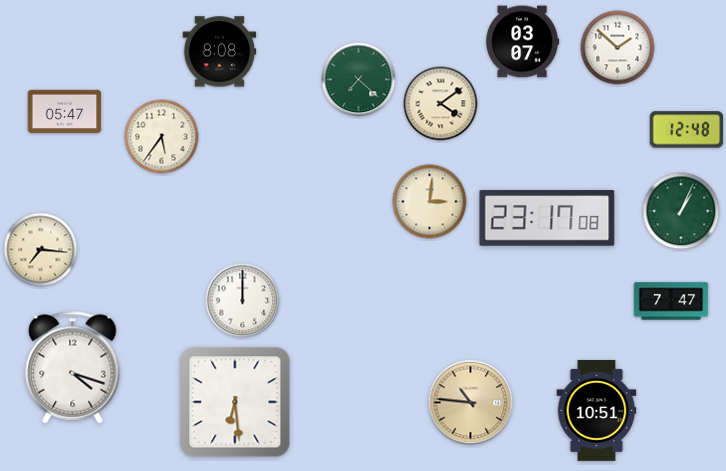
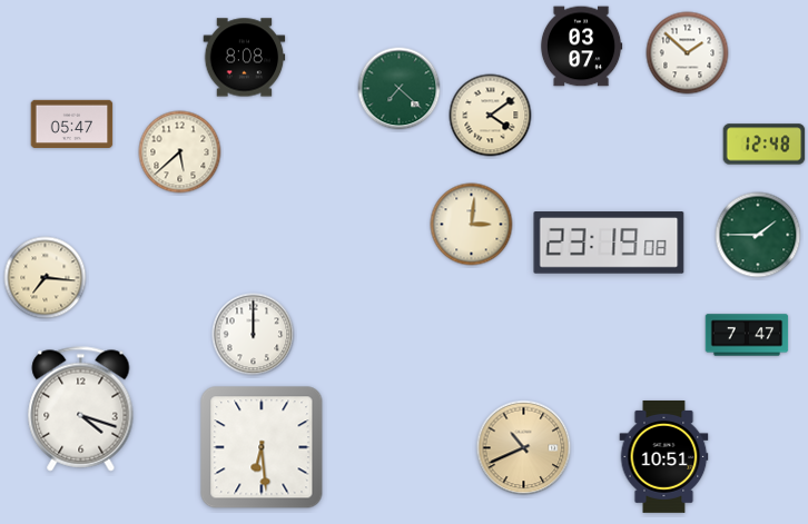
clock at (162, 137): 5:36 -> 5:38
clock at (430, 202) position: (430, 202) -> (472, 225)
clock at (681, 211): 1:04 -> 1:45
clock at (547, 218): 23:17 -> 23:19
clock at (243, 301) position: (243, 301) -> (254, 335)
clock at (471, 403): 10:46 -> 10:41
